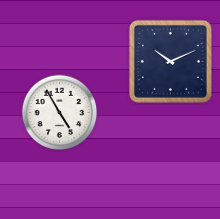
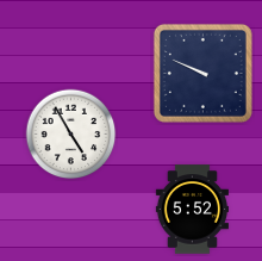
clock at (170, 61): 10:11 -> 9:49
clock at (192, 210): none -> 5:52
